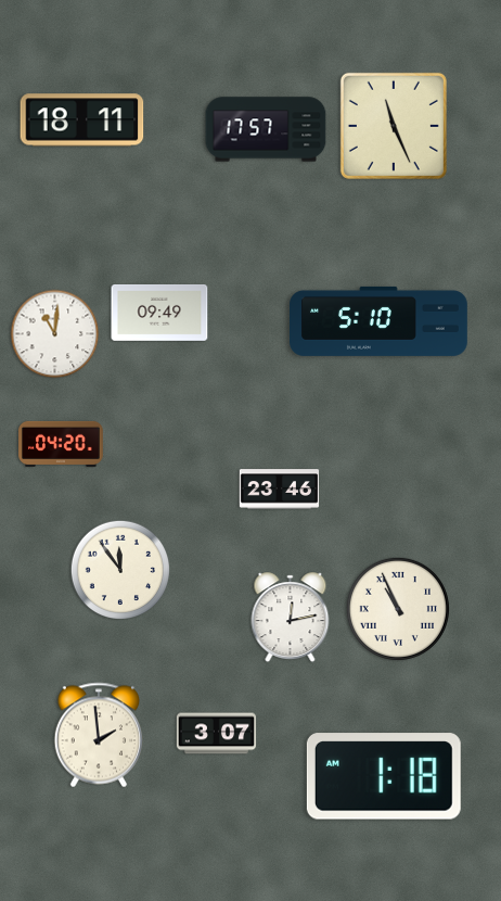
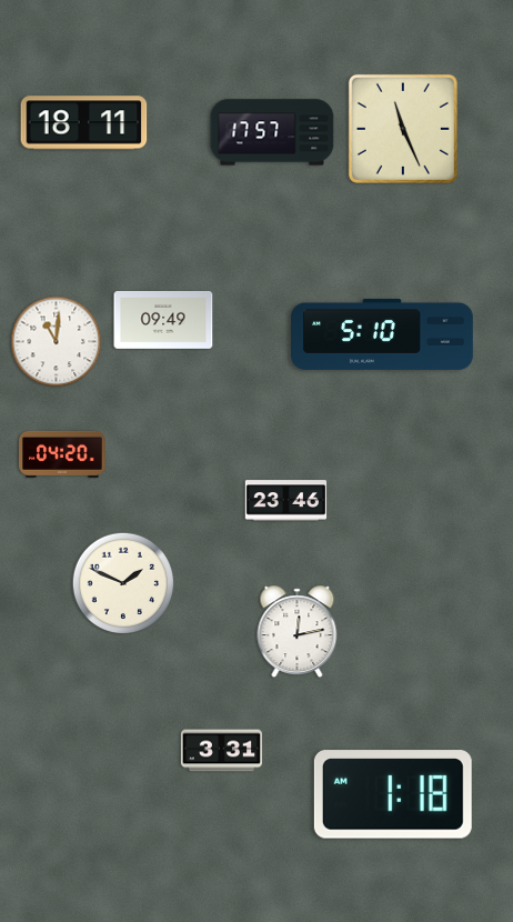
clock at (378, 321) position: (378, 321) -> (382, 334)
clock at (119, 569): 11:54 -> 1:49
clock at (398, 609): 10:56 -> none
clock at (217, 734): 3:07 -> 3:31
clock at (98, 735): 1:59 -> none
